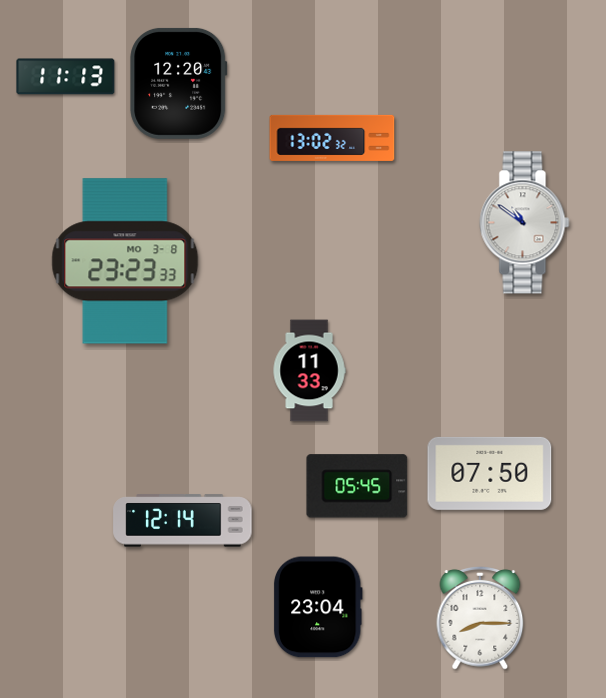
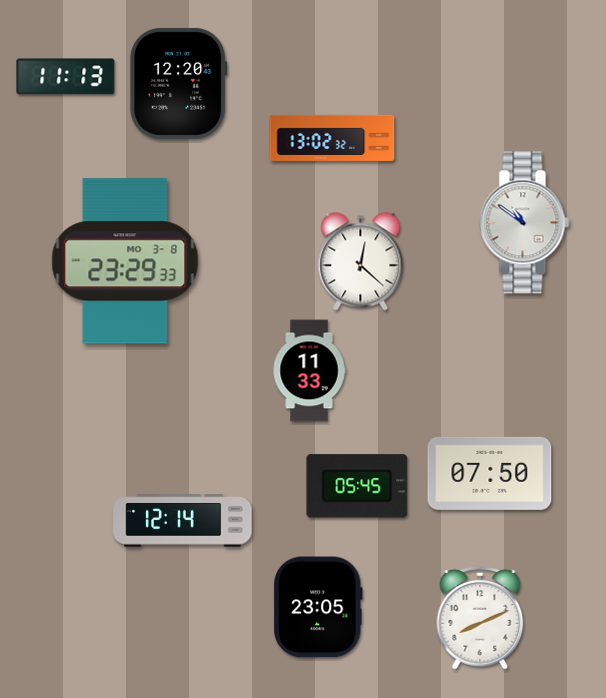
clock at (125, 261): 23:23 -> 23:29
clock at (361, 262): none -> 12:22
clock at (318, 607): 23:04 -> 23:05
clock at (480, 619): 8:15 -> 8:11
